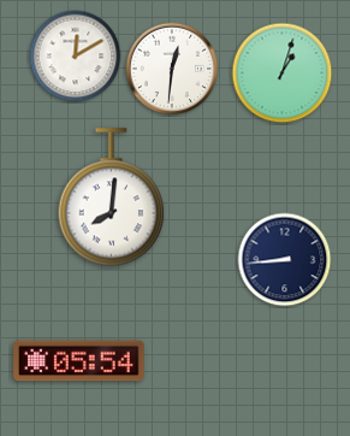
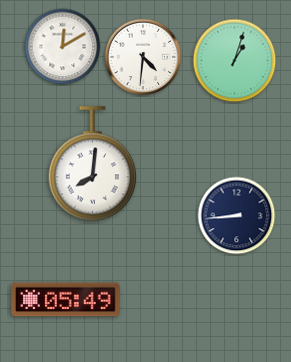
clock at (172, 69): 12:31 -> 4:31
clock at (79, 361): 05:54 -> 05:49
